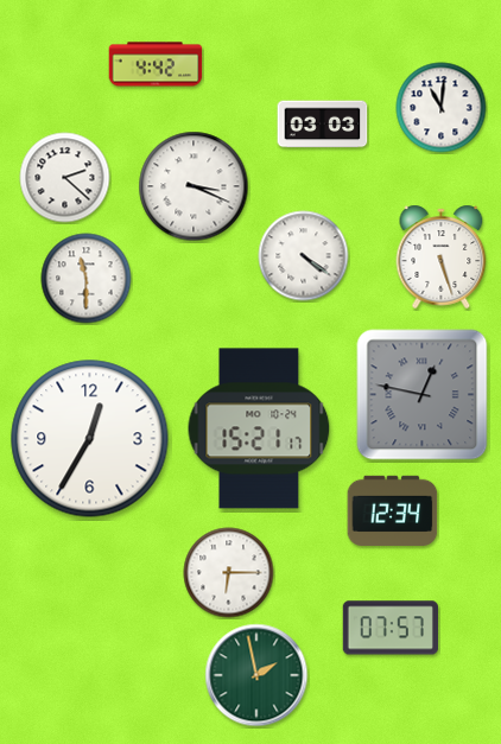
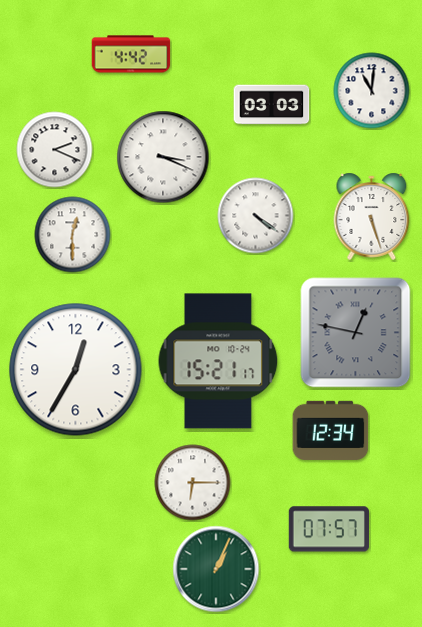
clock at (65, 178): 2:22 -> 2:19
clock at (87, 279): 11:30 -> 12:30
clock at (256, 675): 1:58 -> 1:04
